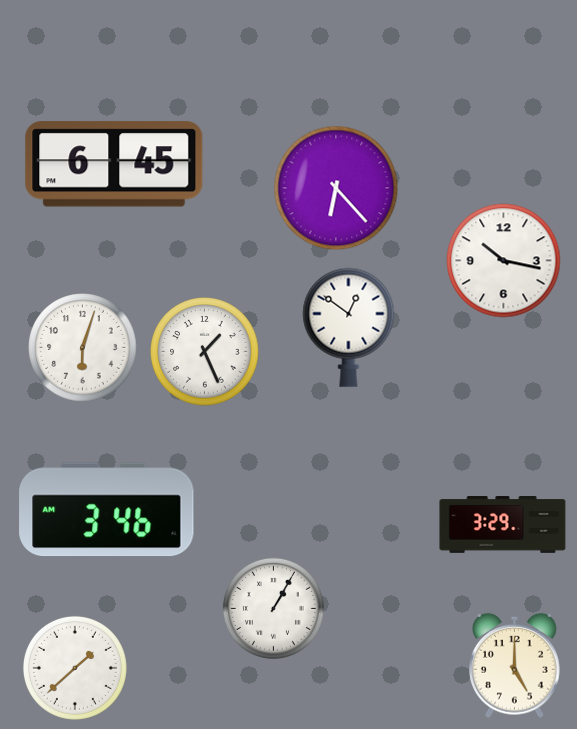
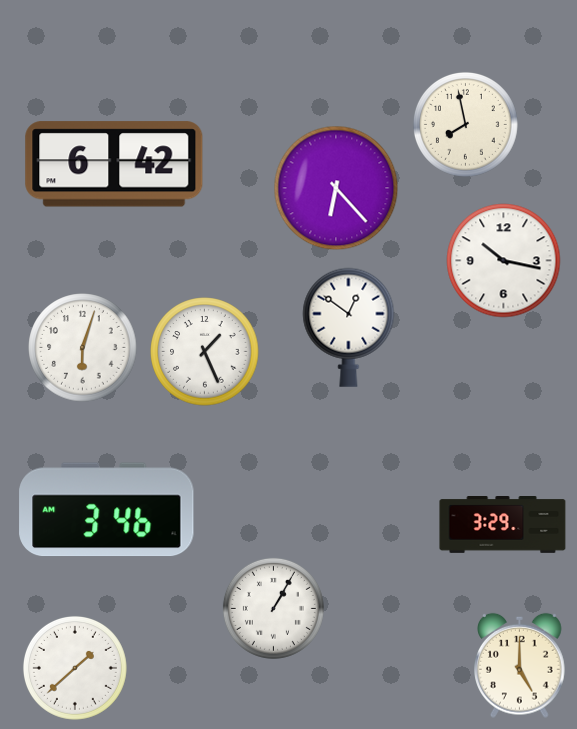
clock at (466, 125): none -> 7:58
clock at (114, 164): 6:45 -> 6:42
clock at (515, 665) position: (515, 665) -> (520, 665)
